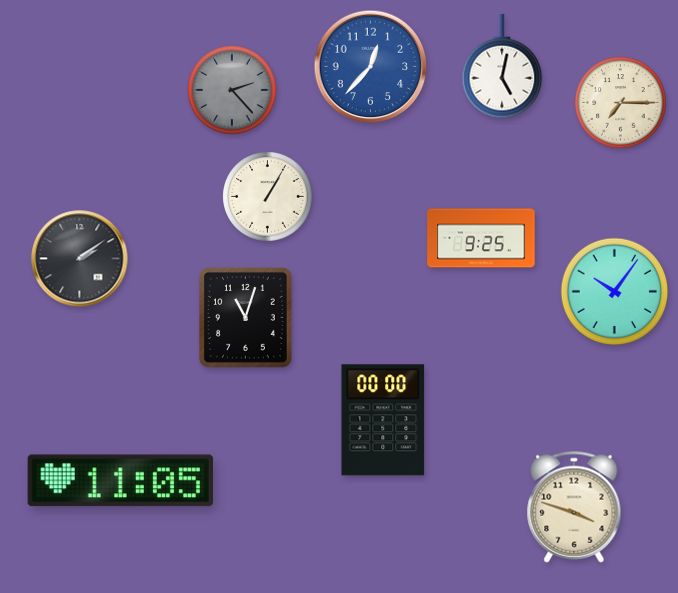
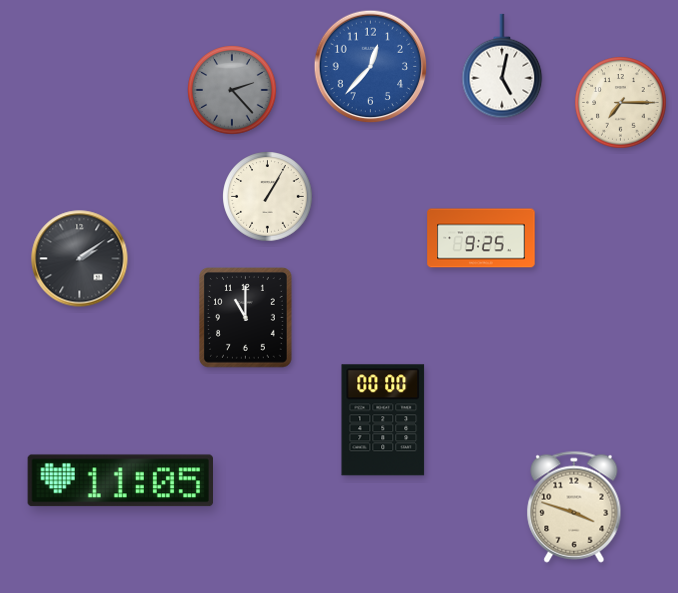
clock at (615, 292): 10:06 -> none
clock at (246, 318): 11:03 -> 11:00
